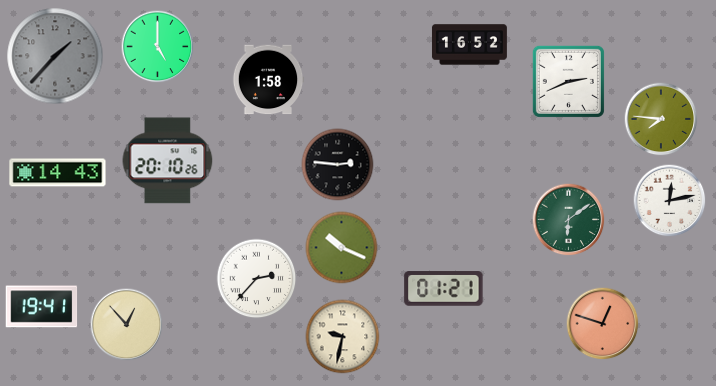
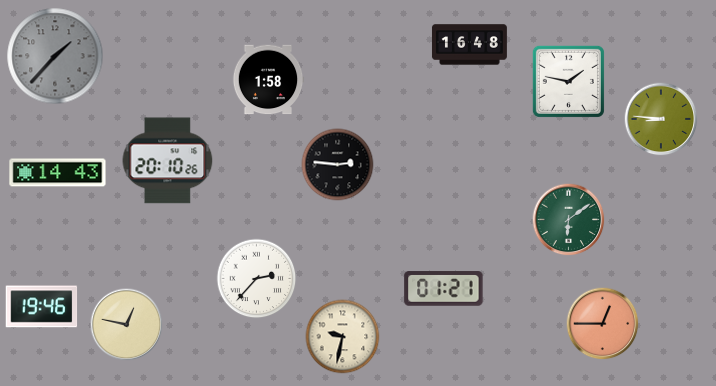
clock at (470, 45): 16:52 -> 16:48
clock at (158, 47): 5:00 -> none
clock at (568, 81): 2:41 -> 1:47
clock at (661, 119): 7:46 -> 8:46
clock at (670, 201): 12:13 -> none
clock at (342, 248): 10:19 -> none
clock at (42, 307): 19:41 -> 19:46
clock at (603, 324): 12:48 -> 12:45
clock at (127, 325): 12:53 -> 12:47
